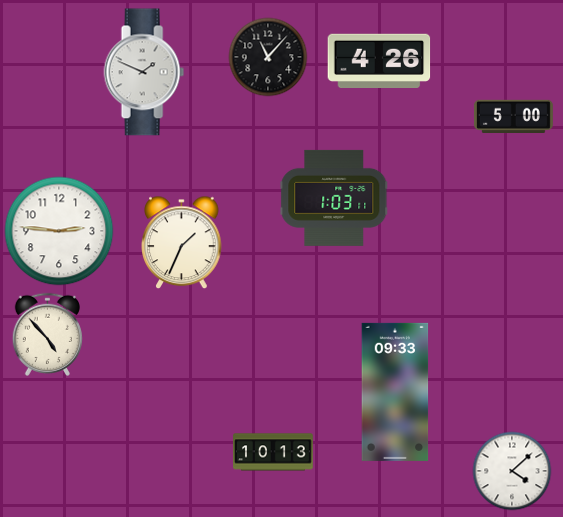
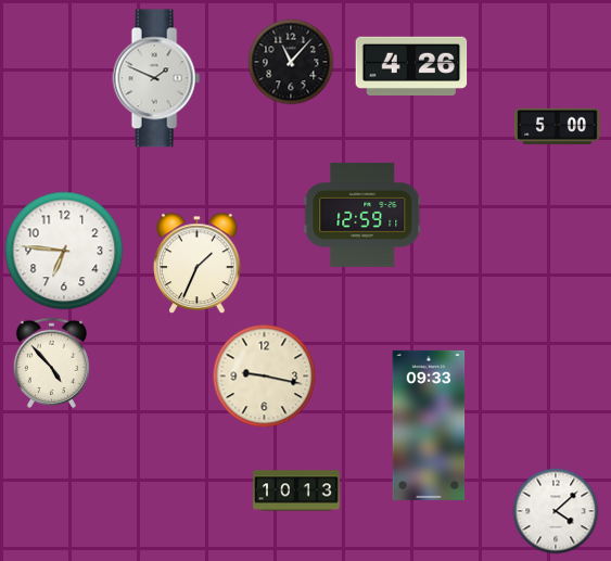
clock at (334, 198): 1:03 -> 12:59
clock at (59, 231): 2:46 -> 6:46
clock at (265, 377): none -> 9:17
